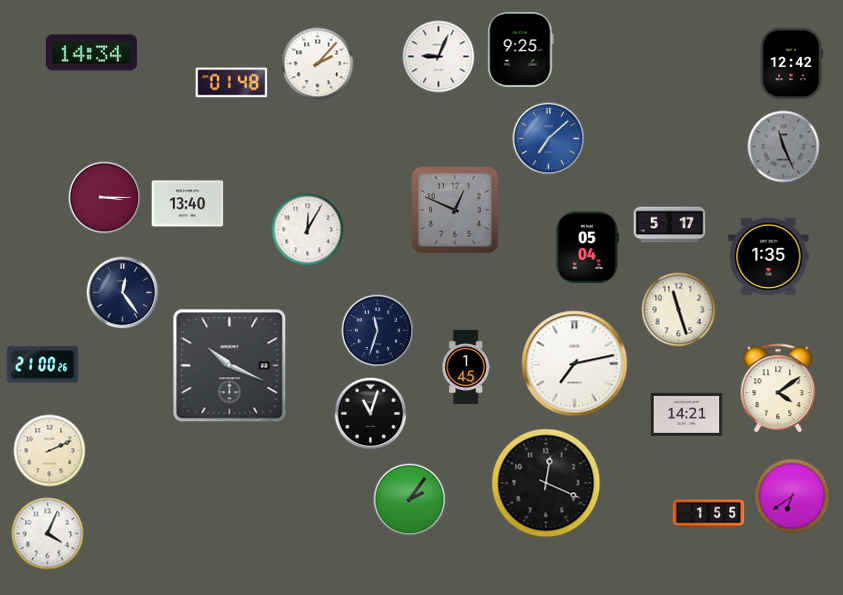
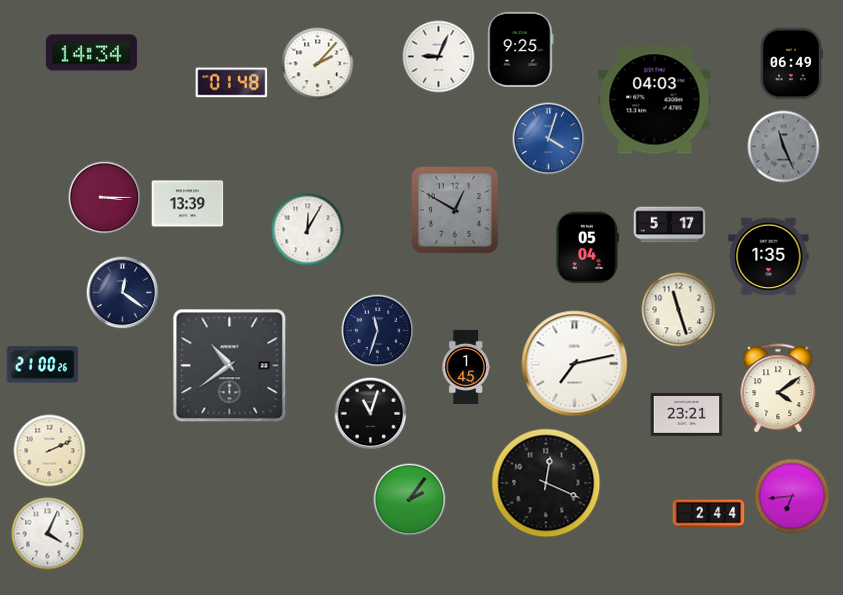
clock at (791, 64): 12:42 -> 06:49
clock at (655, 100): none -> 04:03
clock at (549, 139): 7:08 -> 4:03
clock at (188, 204): 13:40 -> 13:39
clock at (456, 211): 12:49 -> 12:50
clock at (123, 293): 12:24 -> 12:21
clock at (230, 366): 10:19 -> 10:39
clock at (687, 414): 14:21 -> 23:21
clock at (792, 496): 6:39 -> 6:44
clock at (709, 514): 1:55 -> 2:44
